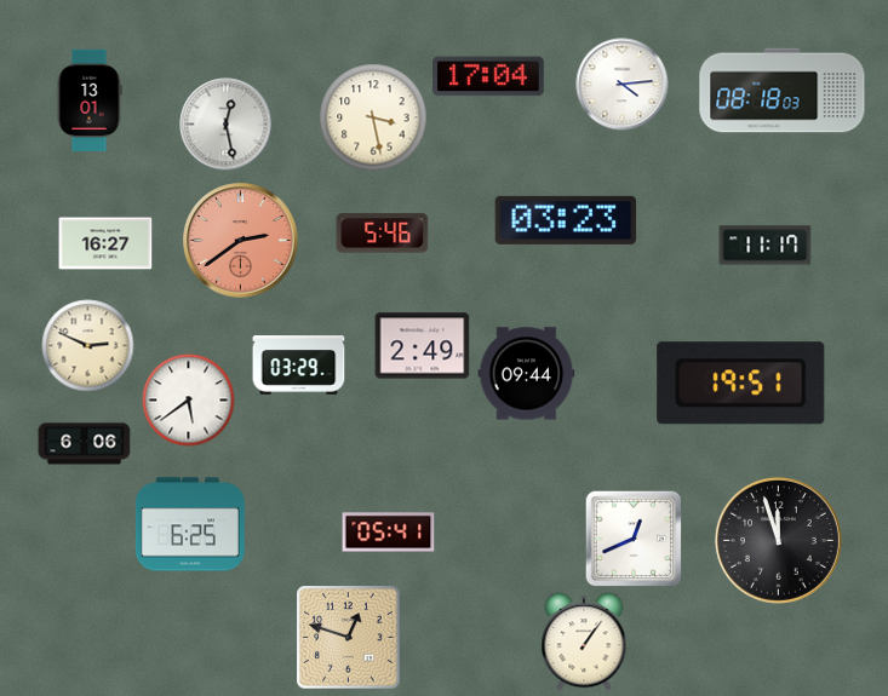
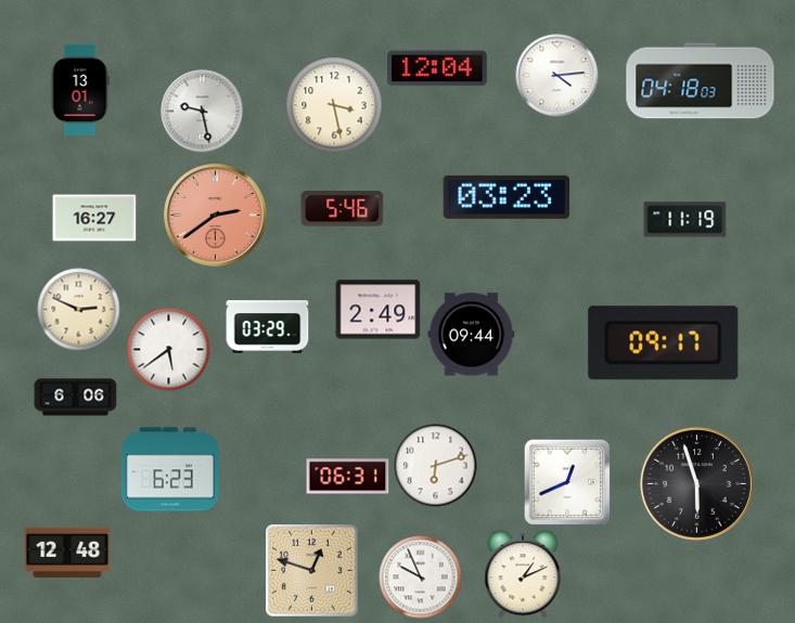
clock at (489, 76): 17:04 -> 12:04
clock at (783, 91): 08:18 -> 04:18
clock at (227, 125): 12:28 -> 9:28
clock at (766, 246): 11:17 -> 11:19
clock at (741, 384): 19:51 -> 09:17
clock at (189, 401) position: (189, 401) -> (169, 350)
clock at (436, 466): none -> 6:12
clock at (190, 524): 6:25 -> 6:23
clock at (389, 533): 05:41 -> 06:31
clock at (778, 540): 11:57 -> 5:57
clock at (67, 553): none -> 12:48
clock at (584, 642): 1:06 -> 1:11
clock at (421, 577): none -> 9:56
